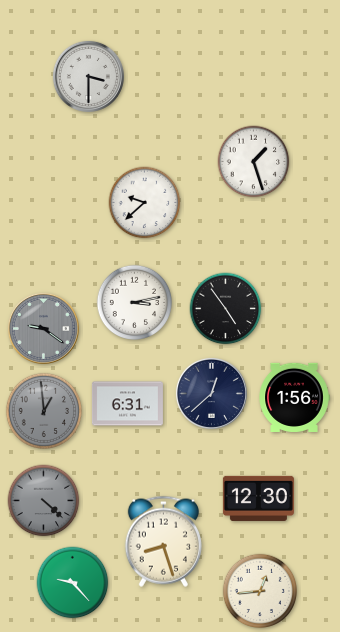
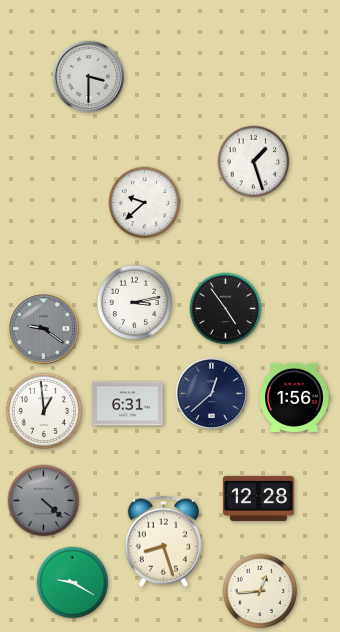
clock at (44, 411) dial: grey -> white
clock at (258, 498): 12:30 -> 12:28
clock at (73, 583): 9:23 -> 9:20
